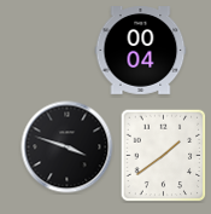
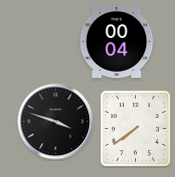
clock at (164, 155): 1:39 -> 7:39
